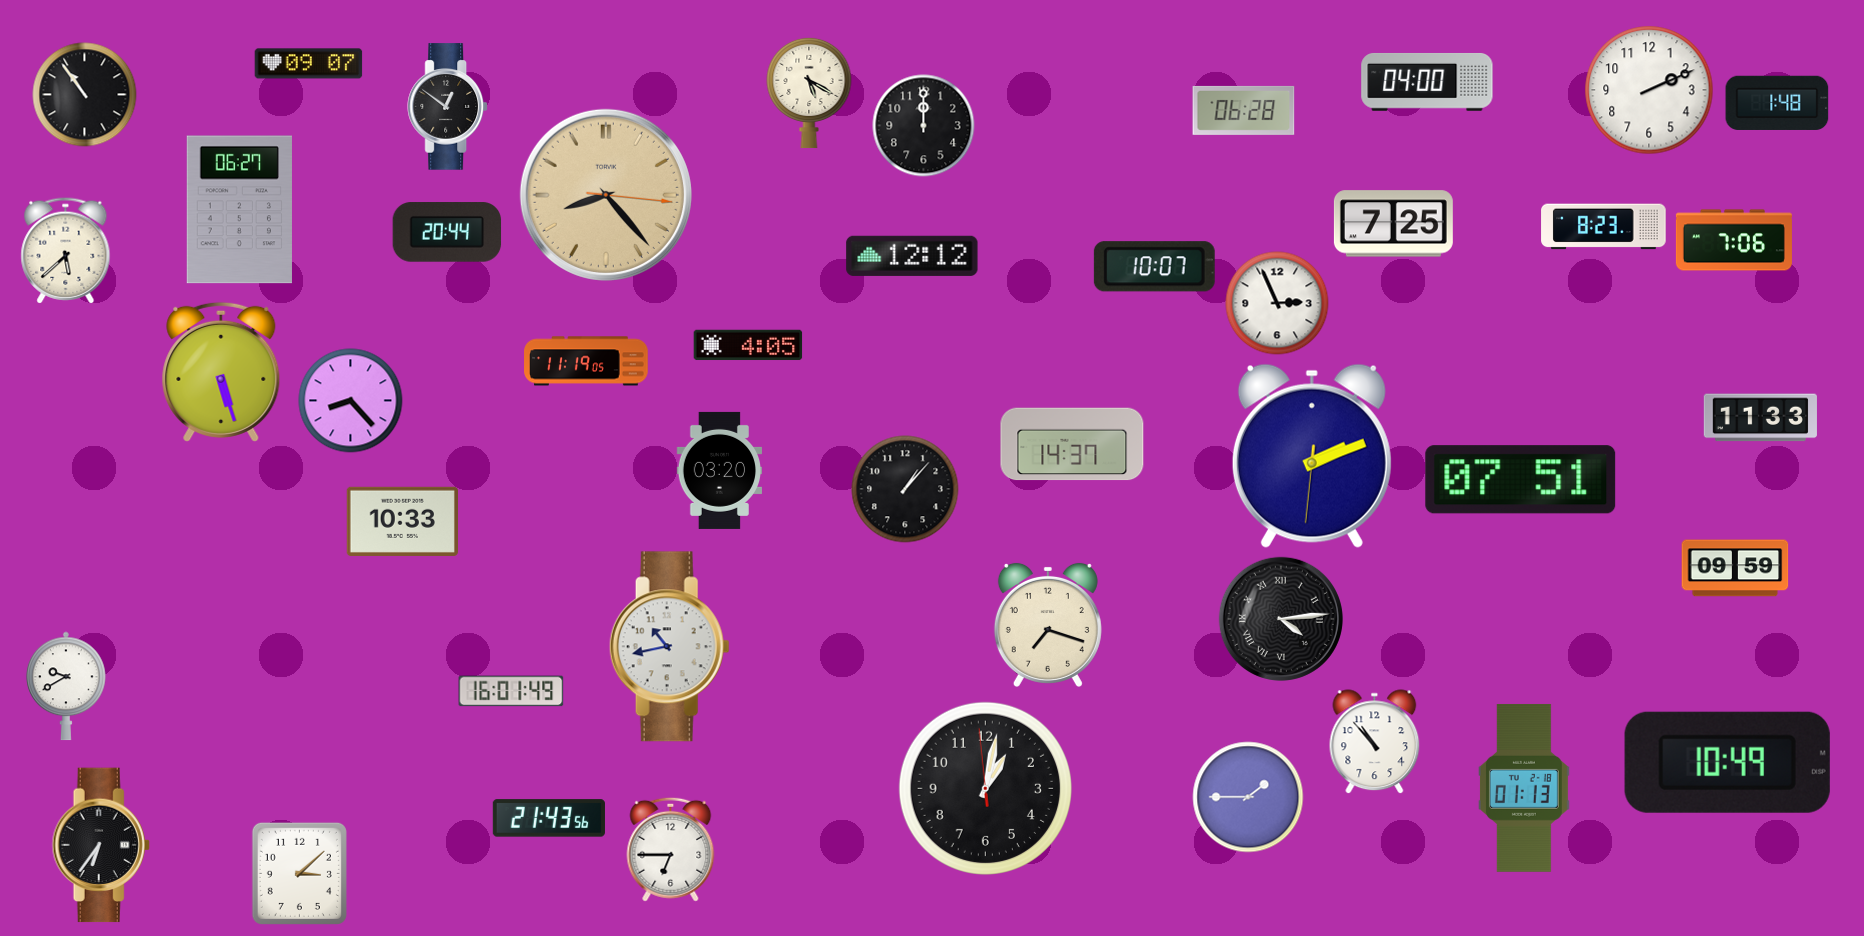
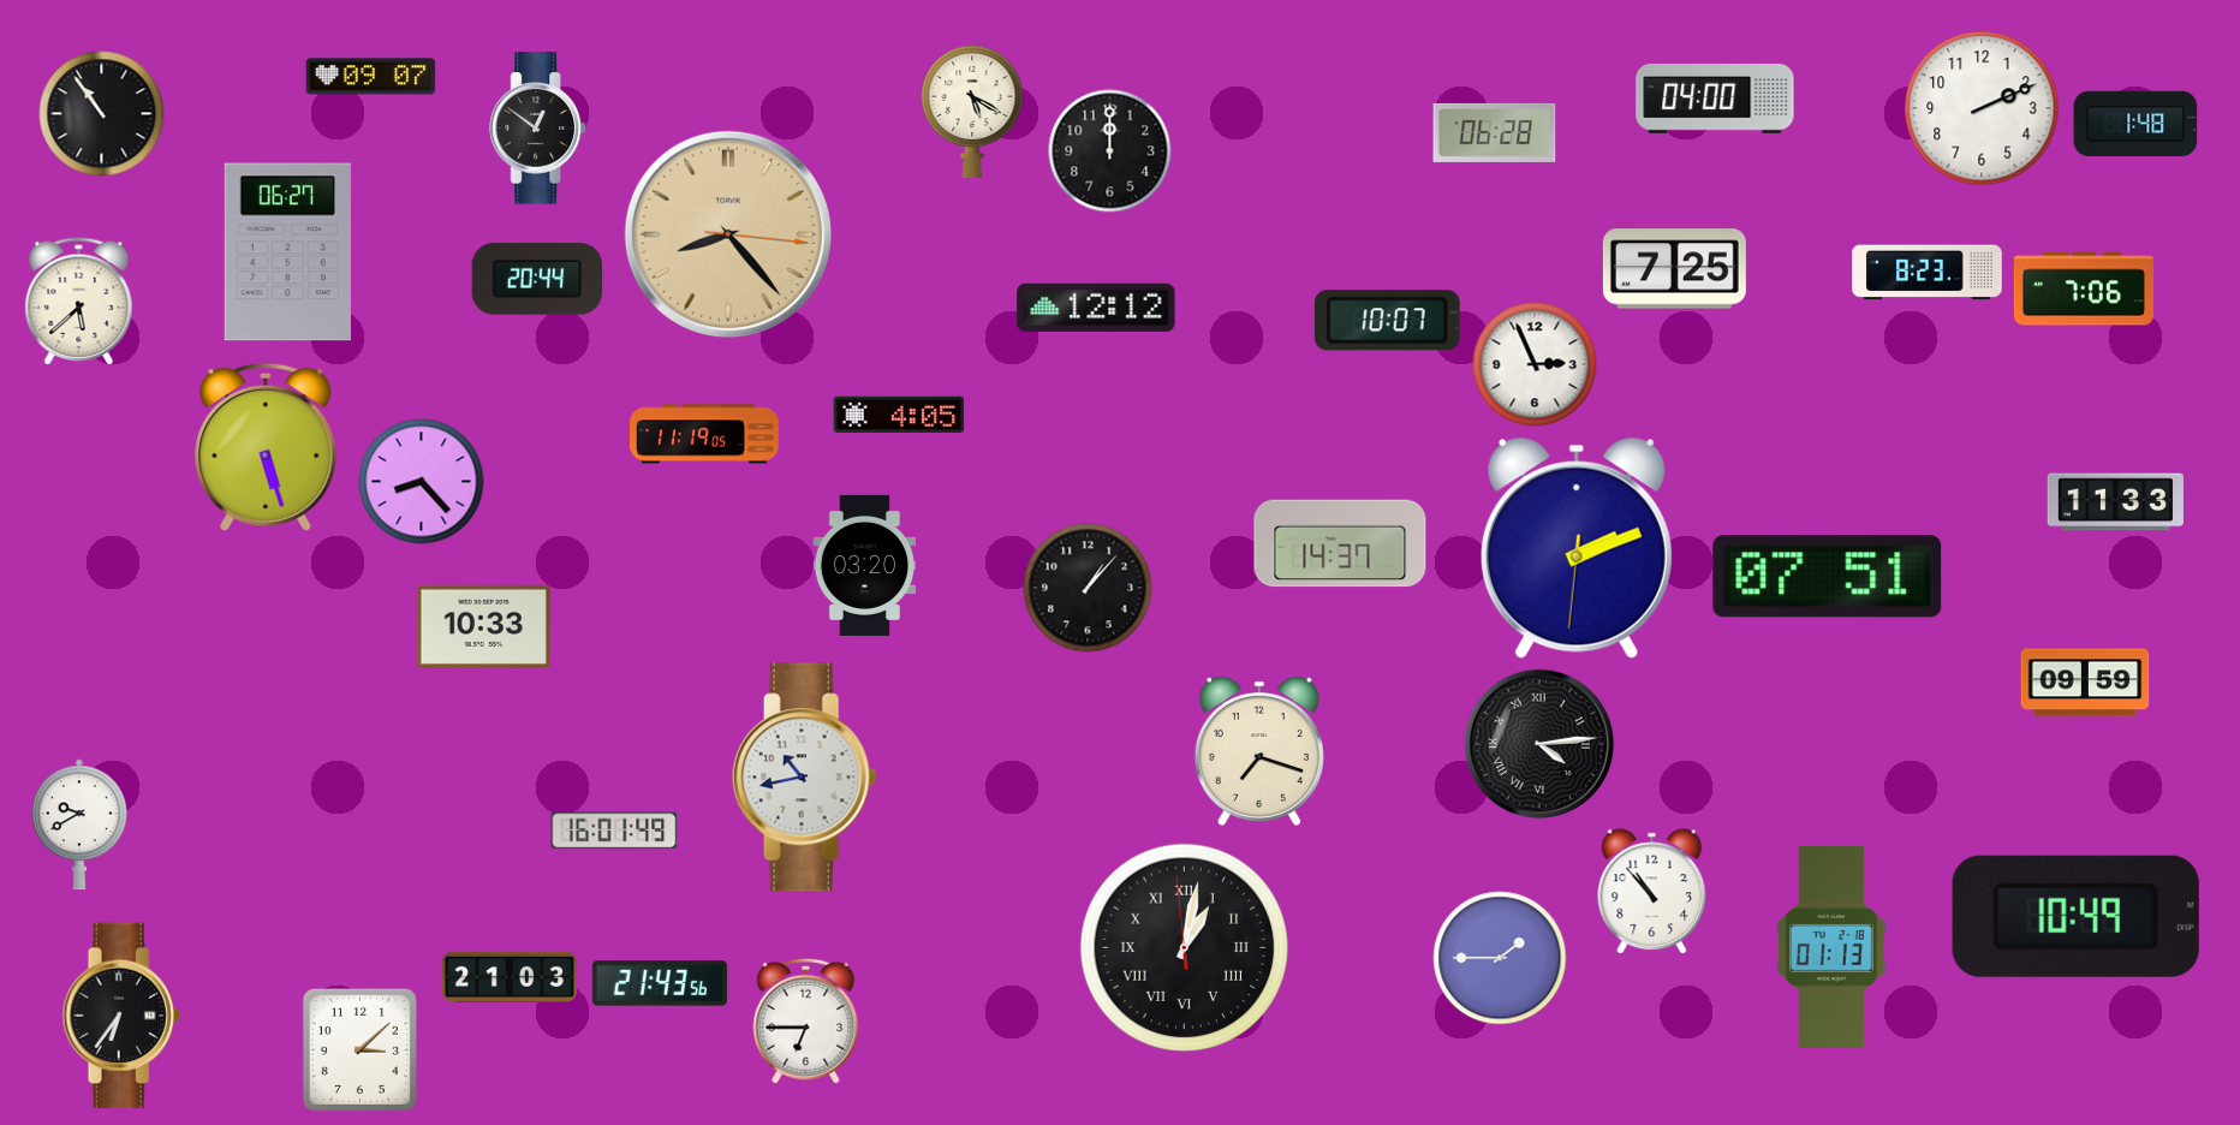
clock at (1072, 444) position: (1072, 444) -> (1340, 543)
clock at (985, 788) numerals: Arabic -> Roman
clock at (508, 977): none -> 21:03
